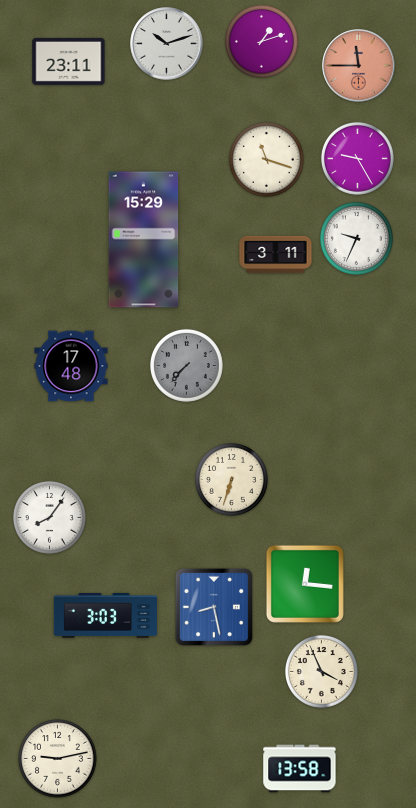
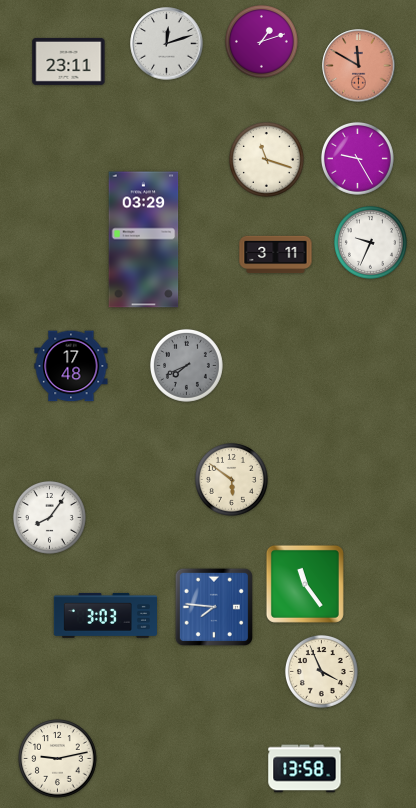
clock at (167, 44): 10:12 -> 12:12
clock at (359, 66): 11:45 -> 11:50
clock at (356, 238) position: (356, 238) -> (370, 242)
clock at (144, 240): 15:29 -> 03:29
clock at (186, 365): 7:37 -> 7:41
clock at (231, 479): 6:33 -> 5:51
clock at (305, 584): 12:16 -> 11:24
clock at (214, 607): 8:28 -> 7:46
clock at (300, 769) position: (300, 769) -> (305, 769)
